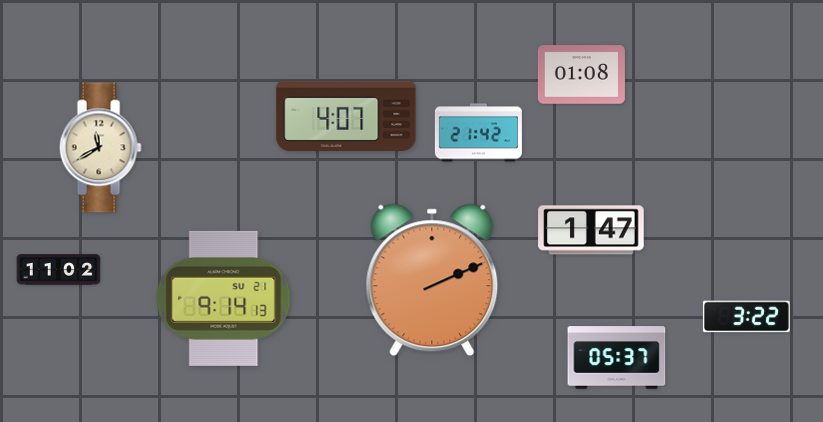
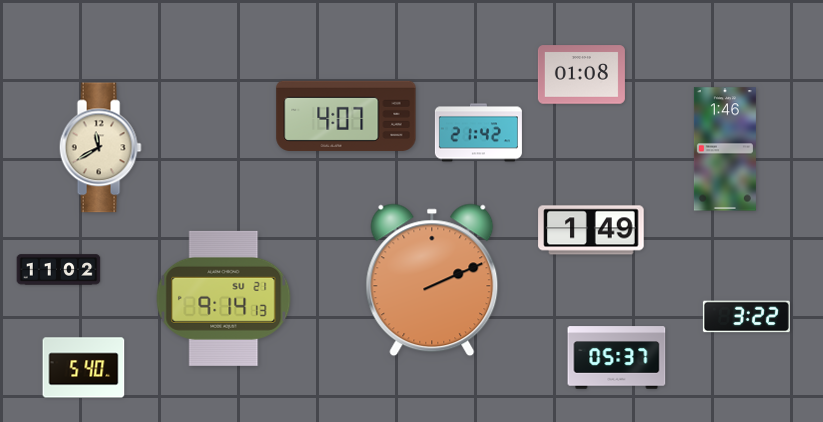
clock at (725, 149): none -> 1:46
clock at (591, 230): 1:47 -> 1:49
clock at (84, 368): none -> 5:40
